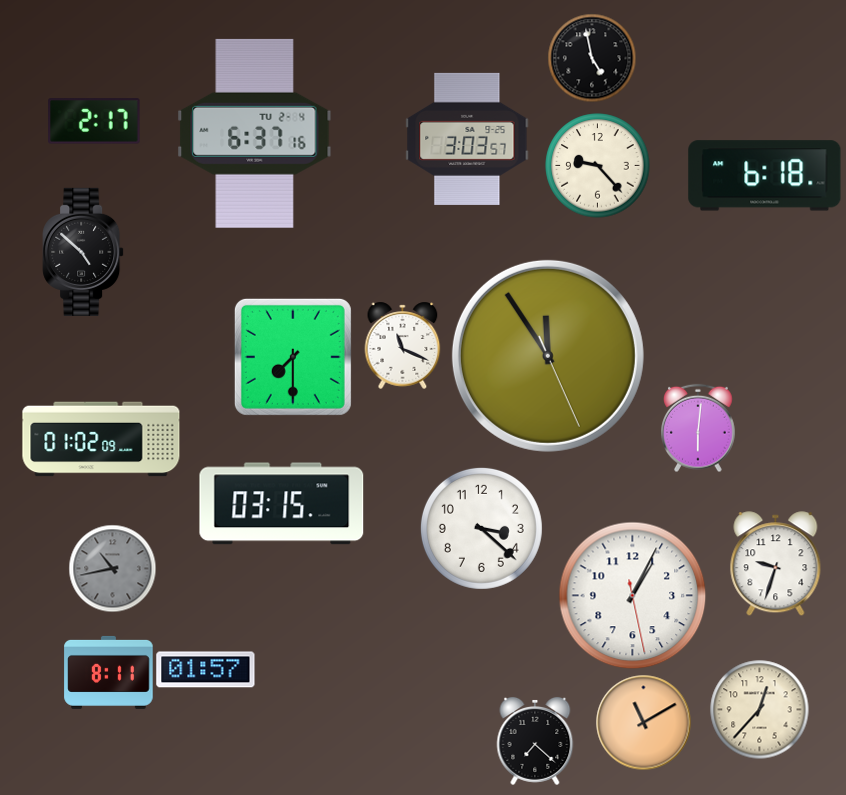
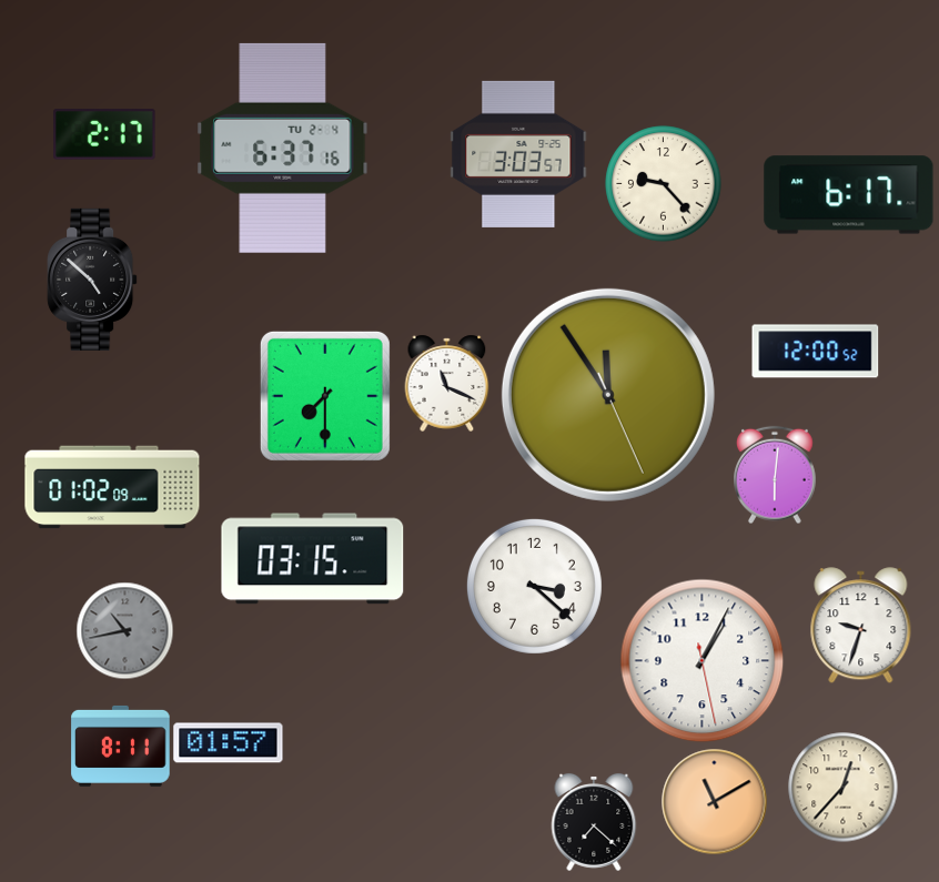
clock at (592, 58): 4:58 -> none
clock at (765, 176): 6:18 -> 6:17
clock at (816, 352): none -> 12:00
